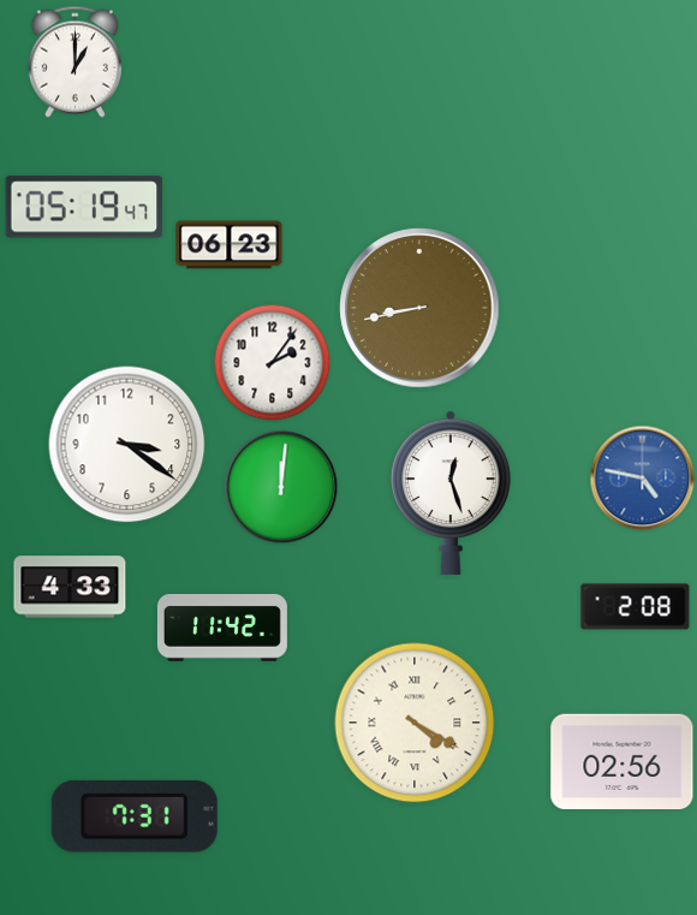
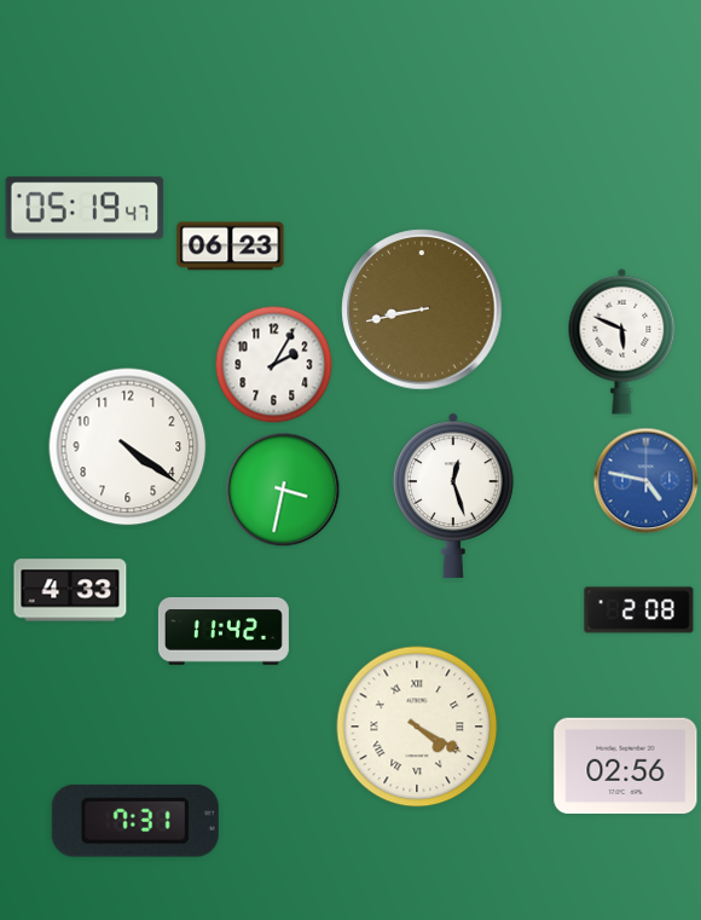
clock at (75, 61): 1:00 -> none
clock at (622, 341): none -> 5:49
clock at (273, 363): 2:06 -> 2:05
clock at (127, 445): 3:21 -> 4:21
clock at (281, 487): 12:01 -> 3:32
